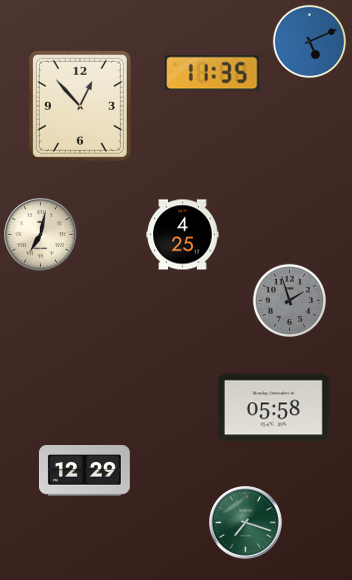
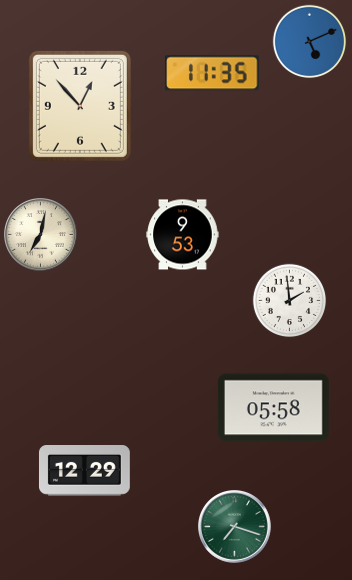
clock at (183, 235): 4:25 -> 9:53
clock at (290, 301): 1:57 -> 1:59
clock at (290, 301) dial: grey -> white
clock at (246, 523) position: (246, 523) -> (235, 527)
